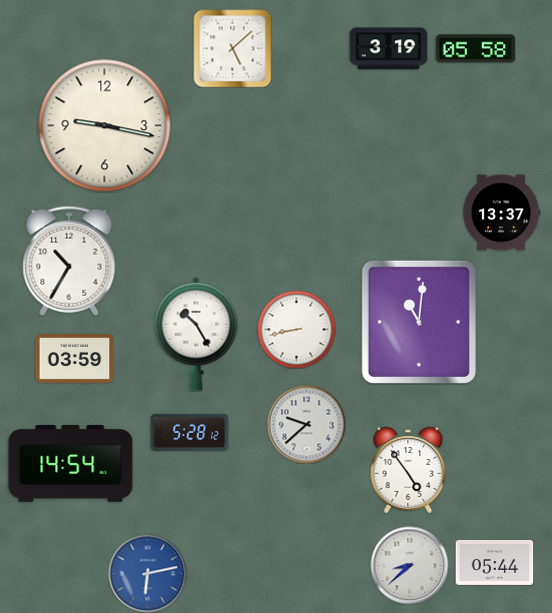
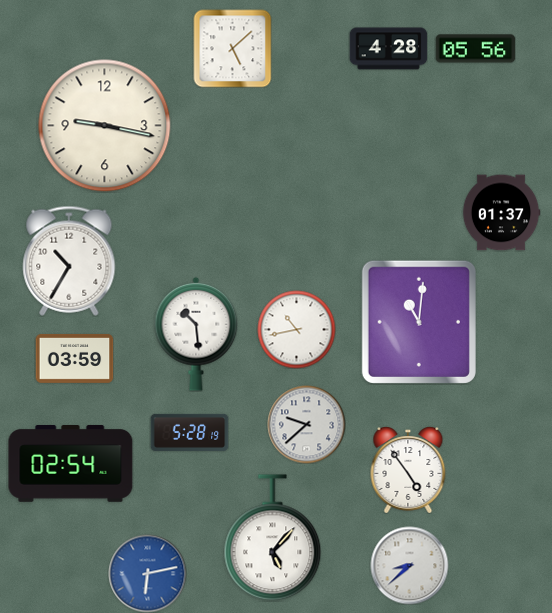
clock at (388, 49): 3:19 -> 4:28
clock at (475, 49): 05:58 -> 05:56
clock at (501, 213): 13:37 -> 01:37
clock at (296, 329): 8:43 -> 10:43
clock at (196, 334): 10:25 -> 10:29
clock at (189, 432): 5:28:12 -> 5:28:19
clock at (71, 464): 14:54 -> 02:54
clock at (273, 538): none -> 5:07
clock at (494, 562): 05:44 -> none
